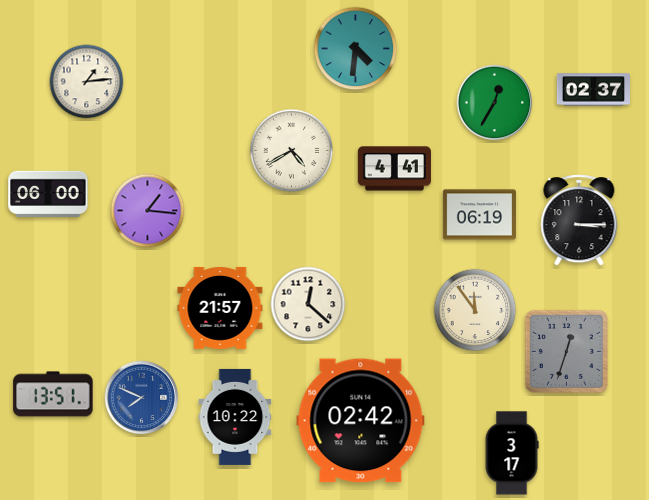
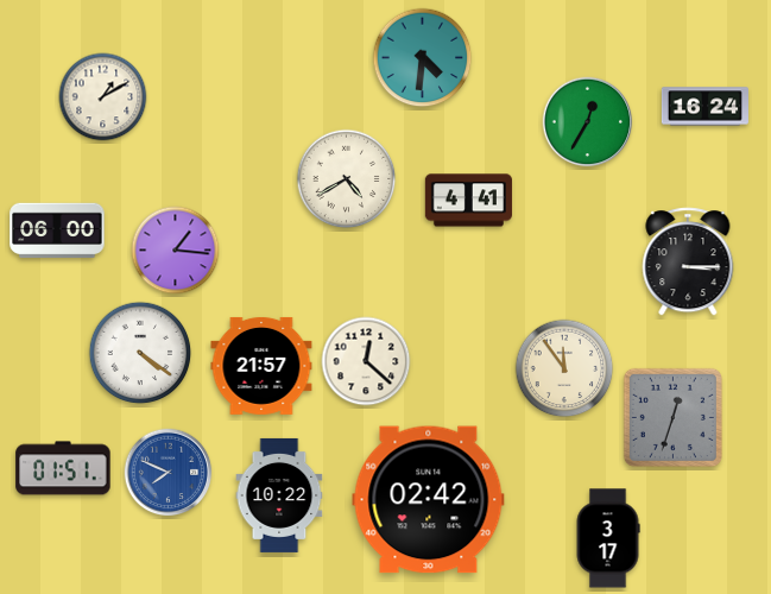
clock at (87, 82): 1:14 -> 1:10
clock at (593, 90): 02:37 -> 16:24
clock at (479, 215): 06:19 -> none
clock at (140, 353): none -> 4:21
clock at (53, 394): 13:51 -> 01:51
